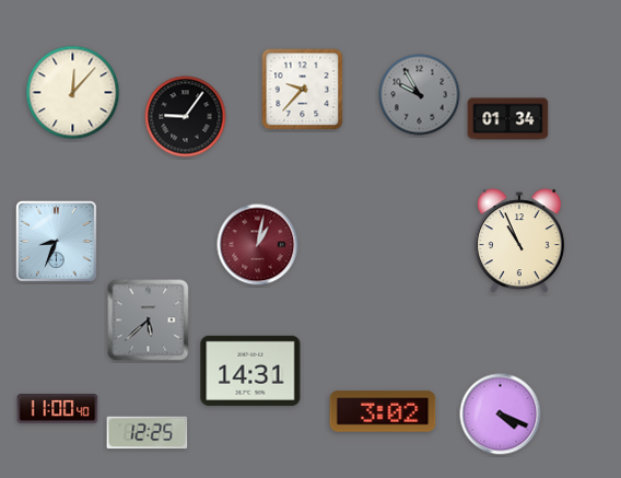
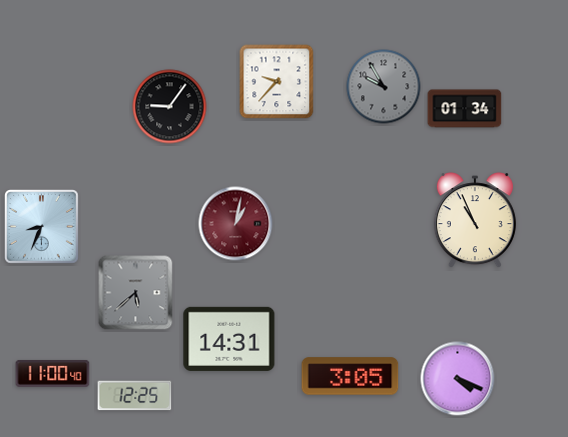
clock at (73, 93): 12:07 -> none
clock at (57, 242) position: (57, 242) -> (42, 227)
clock at (383, 411): 3:02 -> 3:05
